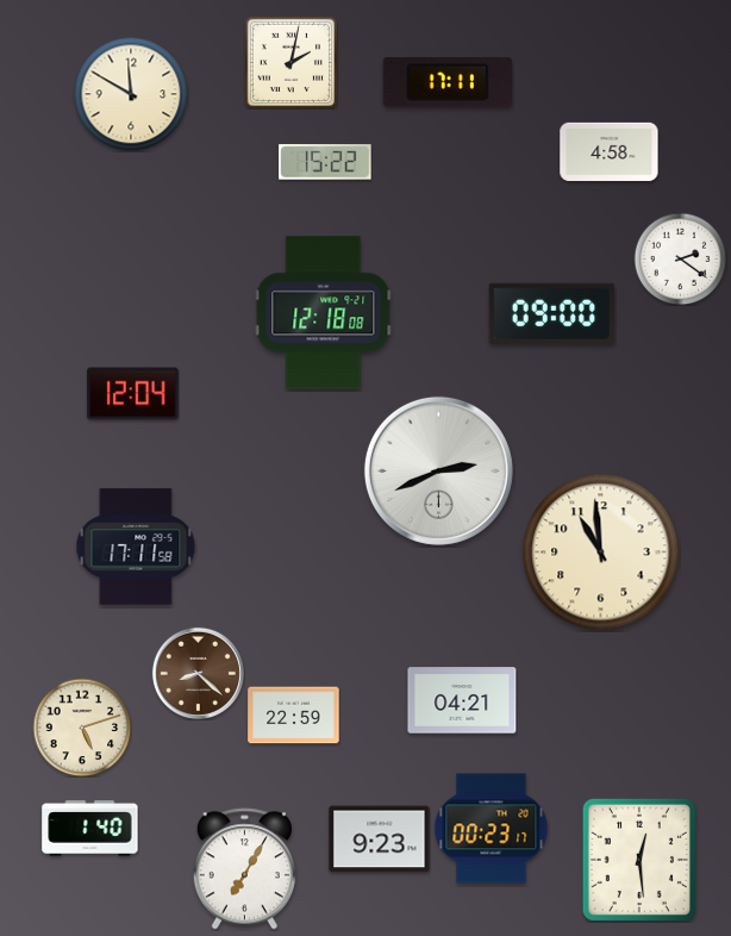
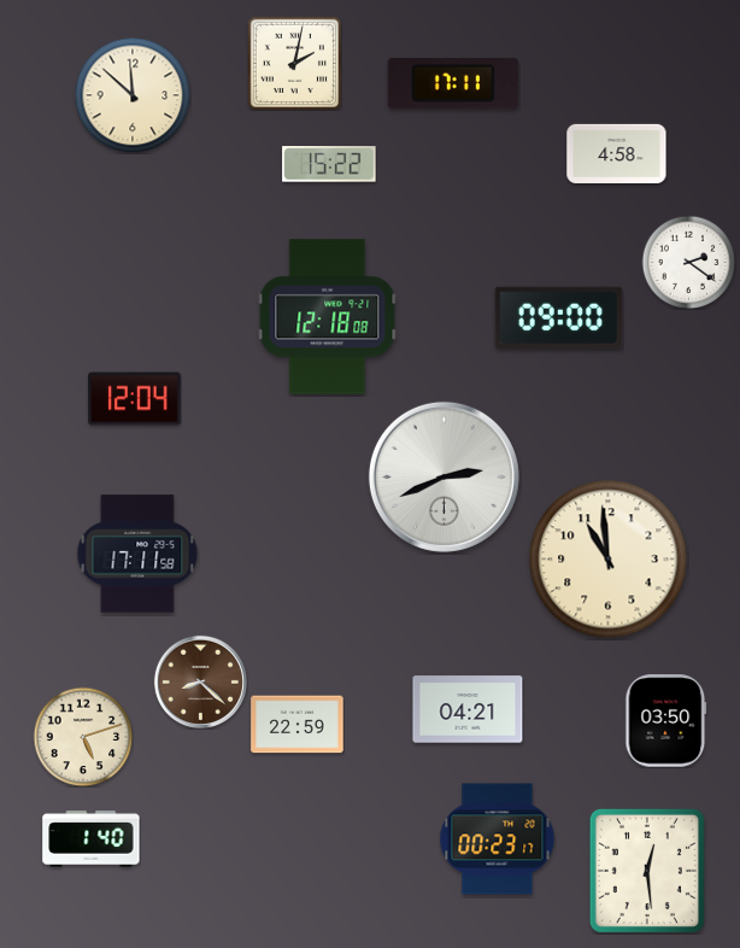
clock at (131, 94): 11:50 -> 11:52
clock at (666, 721): none -> 03:50
clock at (380, 840): 9:23 -> none
clock at (244, 869): 7:05 -> none
